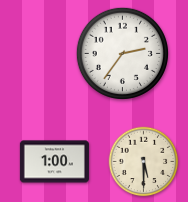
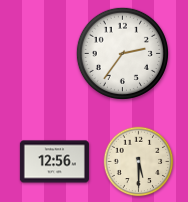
clock at (54, 162): 1:00 -> 12:56
clock at (144, 162) position: (144, 162) -> (139, 162)
